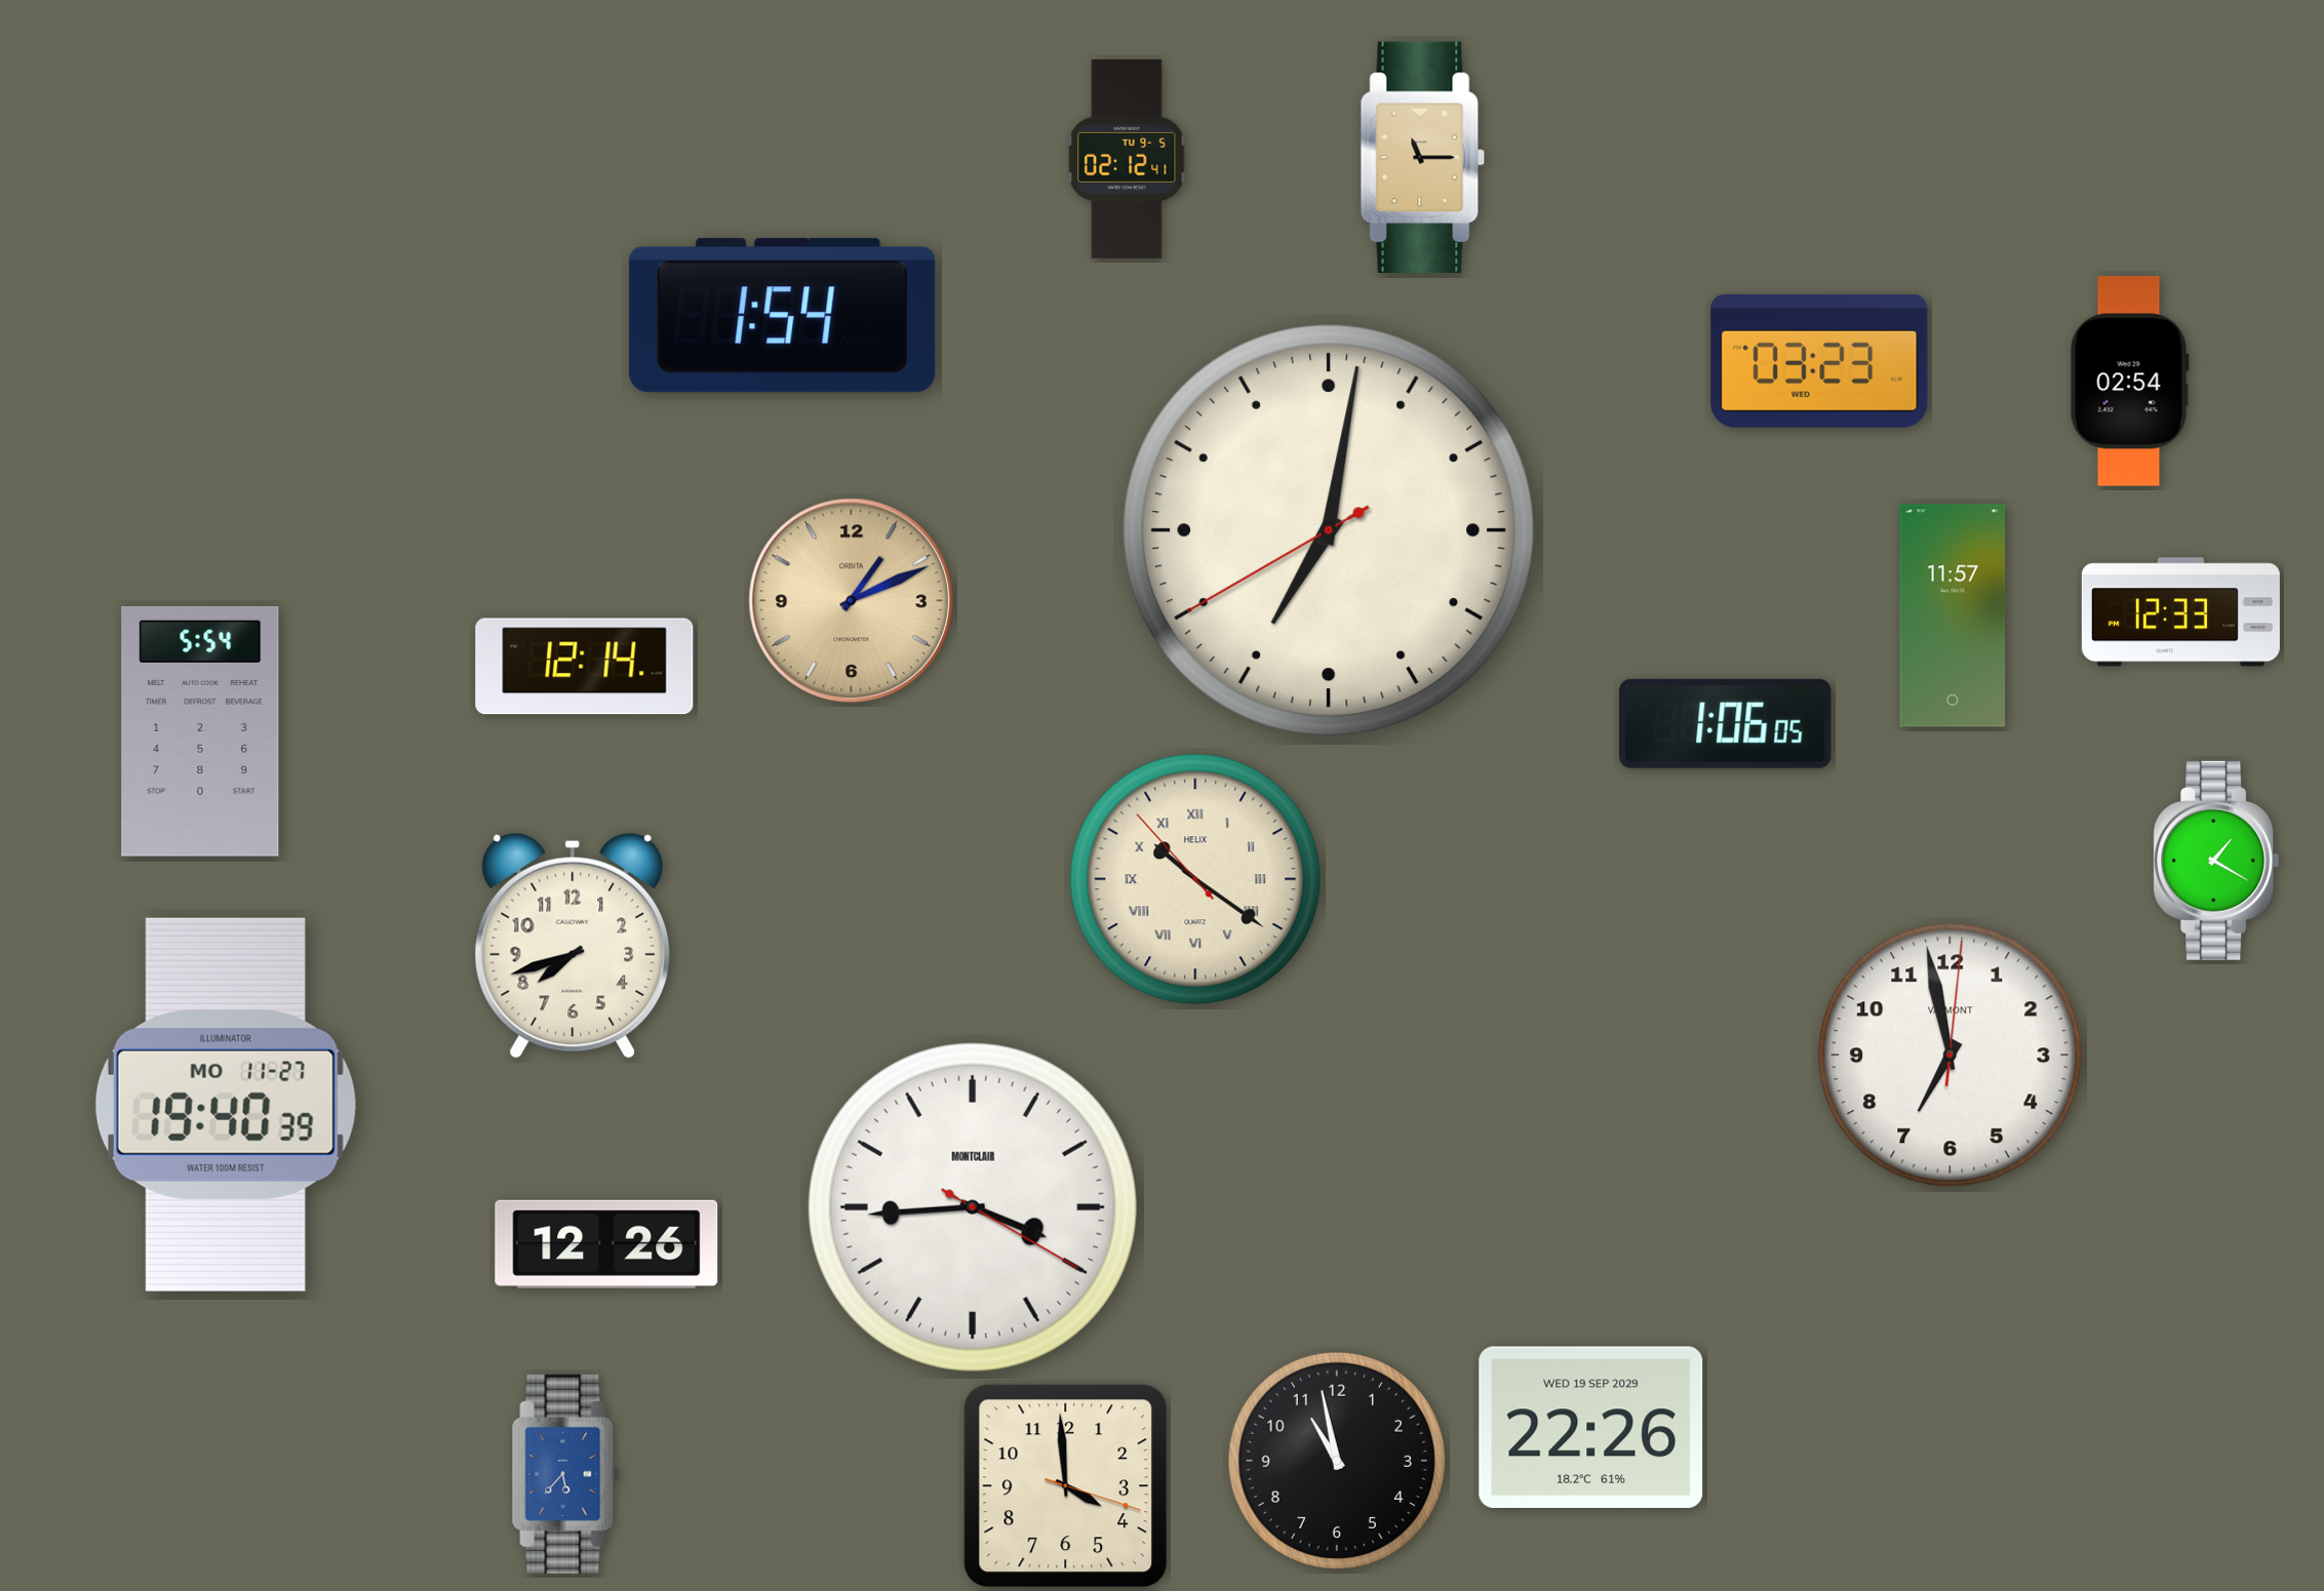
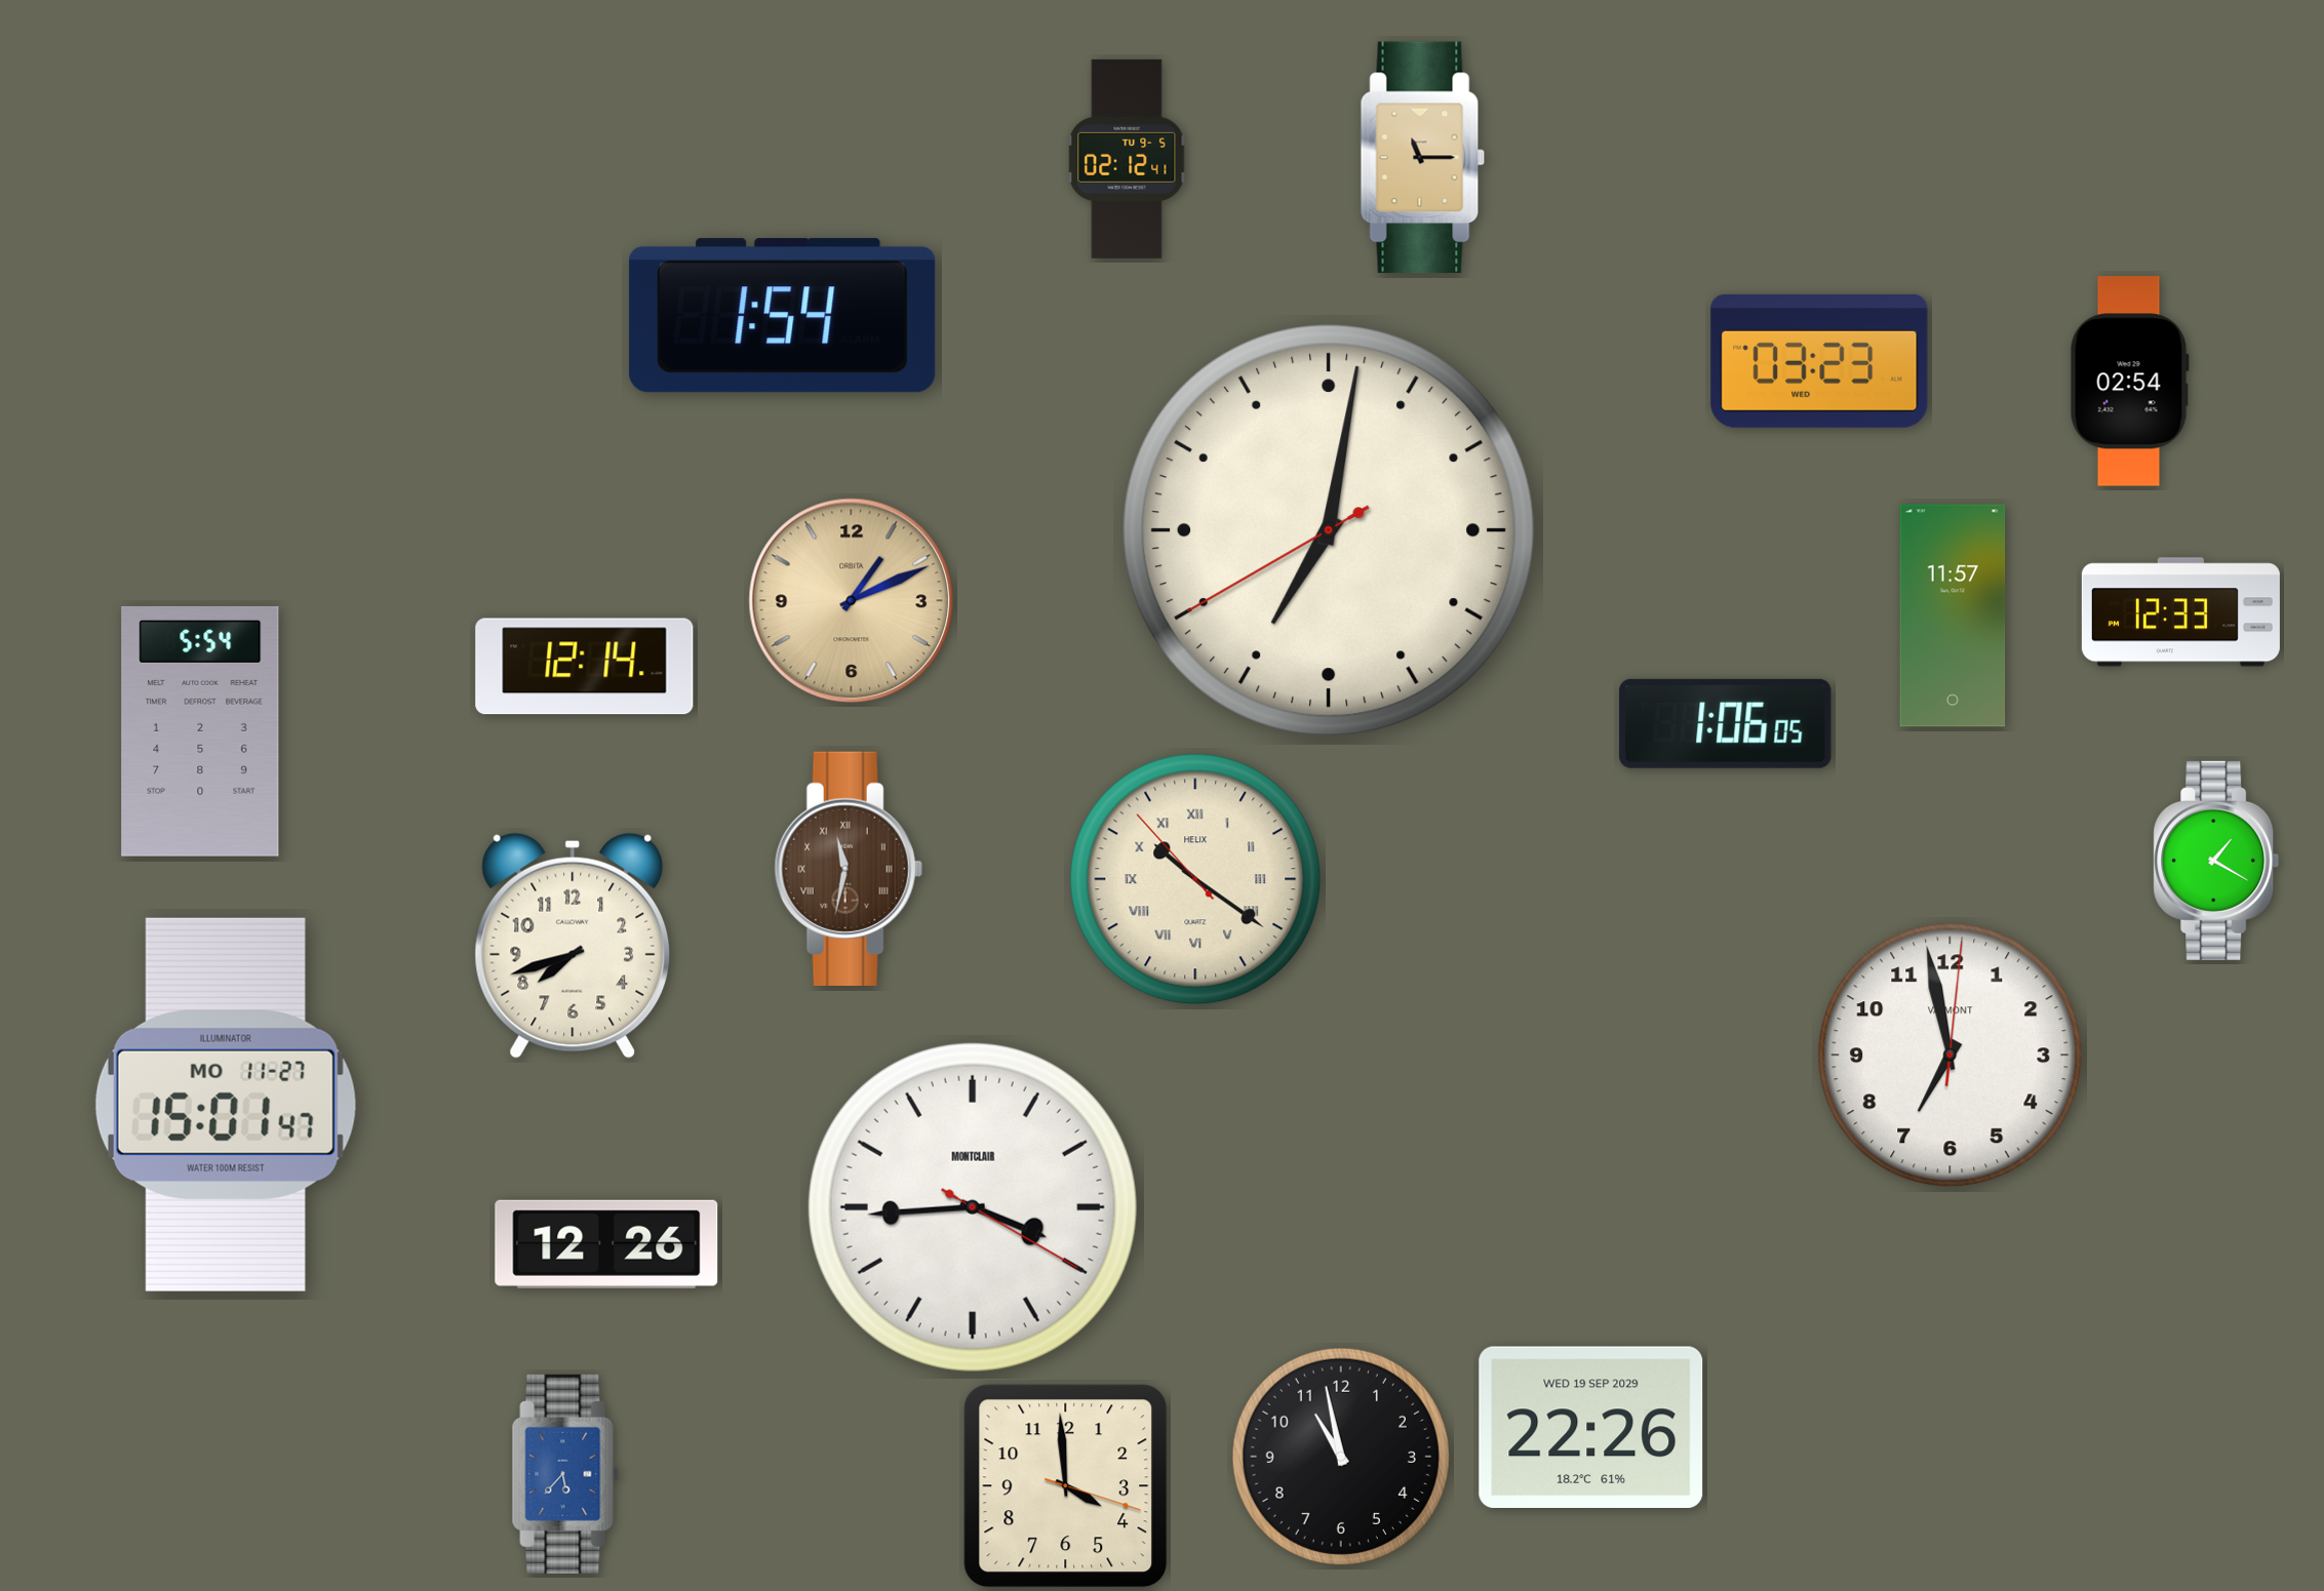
clock at (849, 869): none -> 11:32
clock at (226, 1105): 19:40 -> 15:01
clock at (1337, 1461) position: (1337, 1461) -> (1341, 1457)
